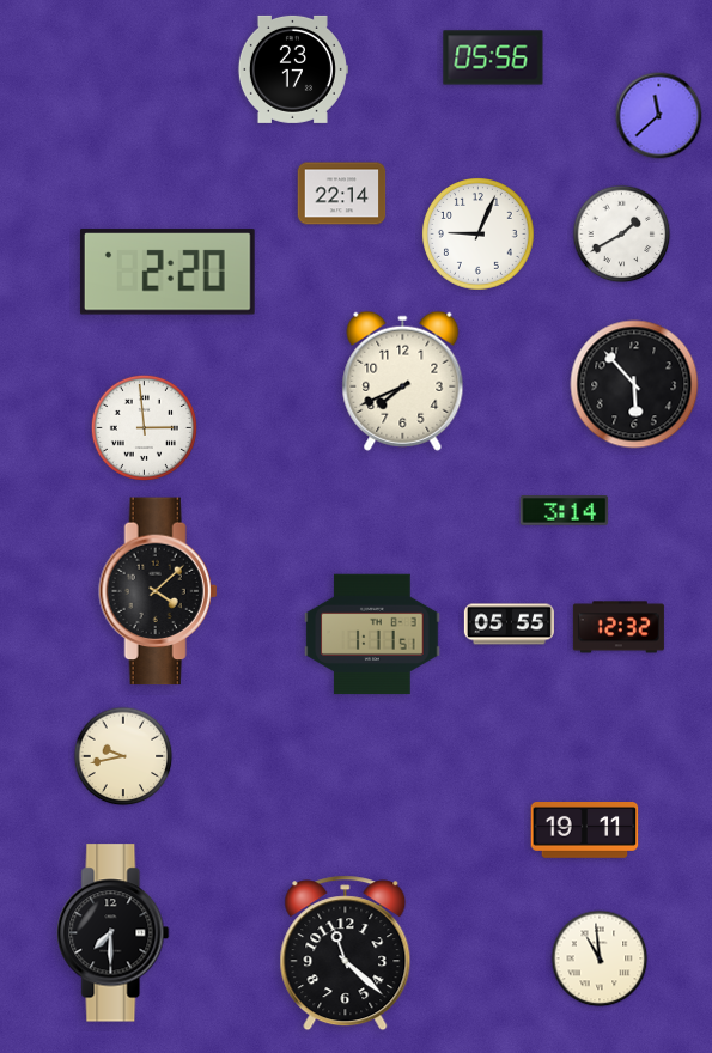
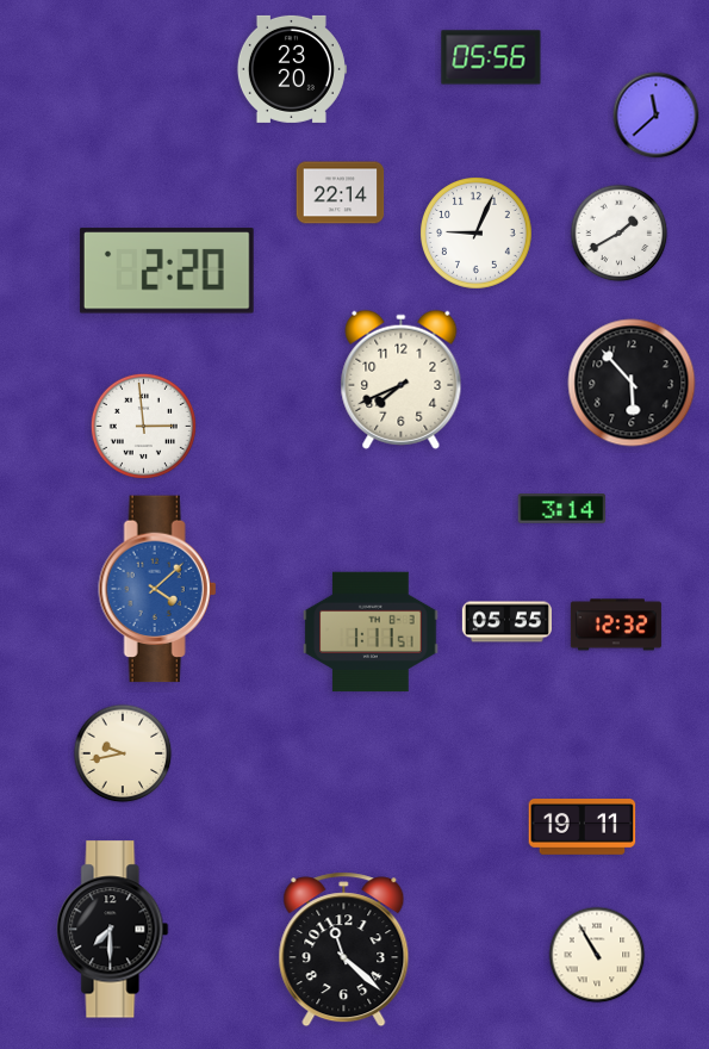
clock at (292, 69): 23:17 -> 23:20
clock at (158, 591) dial: black -> blue
clock at (600, 958): 10:59 -> 10:55
